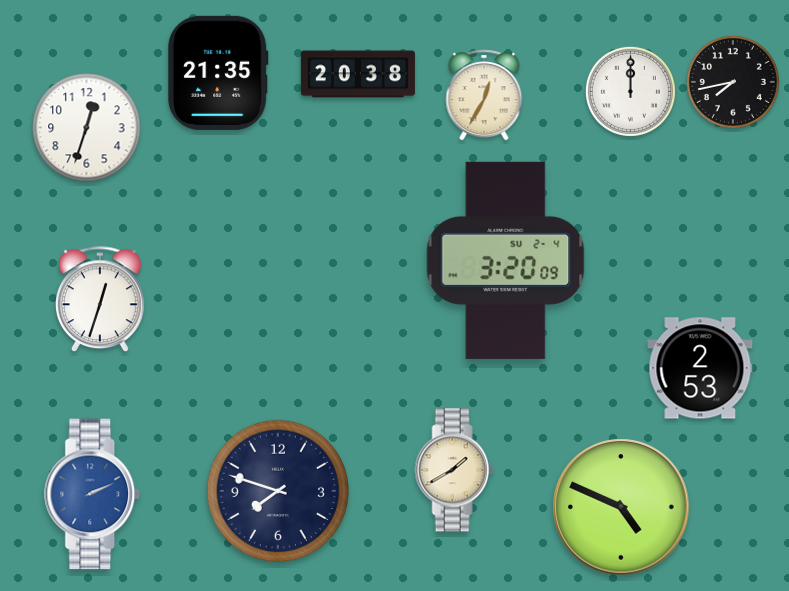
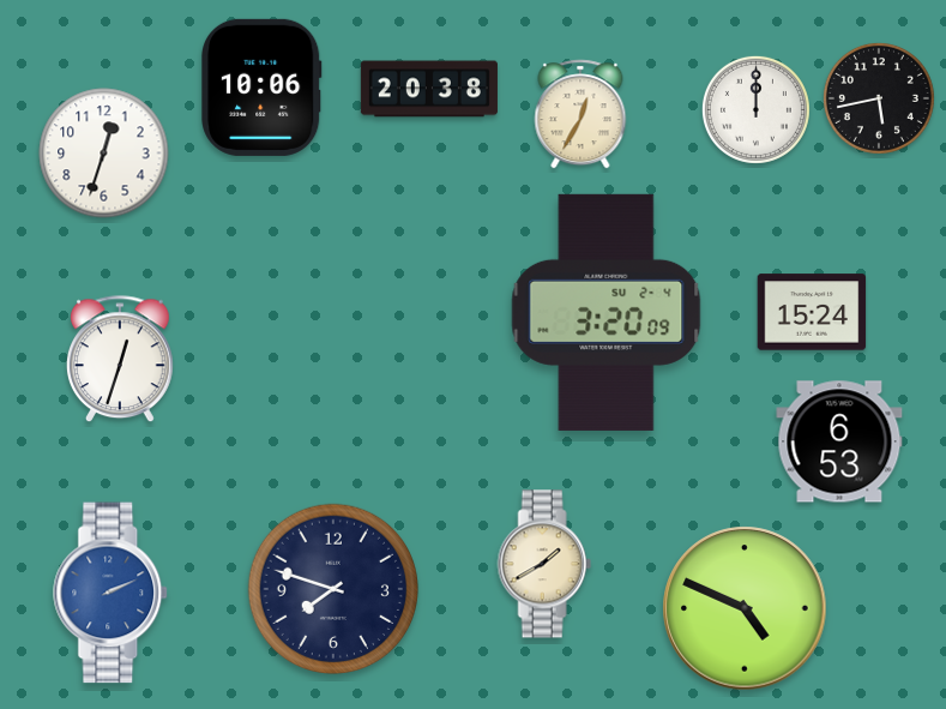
clock at (218, 73): 21:35 -> 10:06
clock at (733, 82): 7:43 -> 5:43
clock at (812, 312): none -> 15:24
clock at (700, 368): 2:53 -> 6:53
